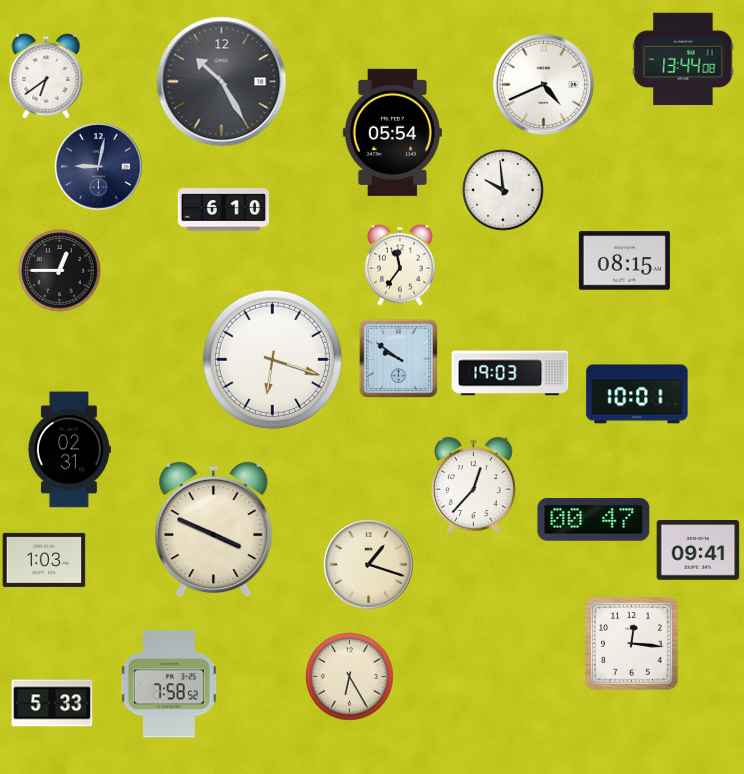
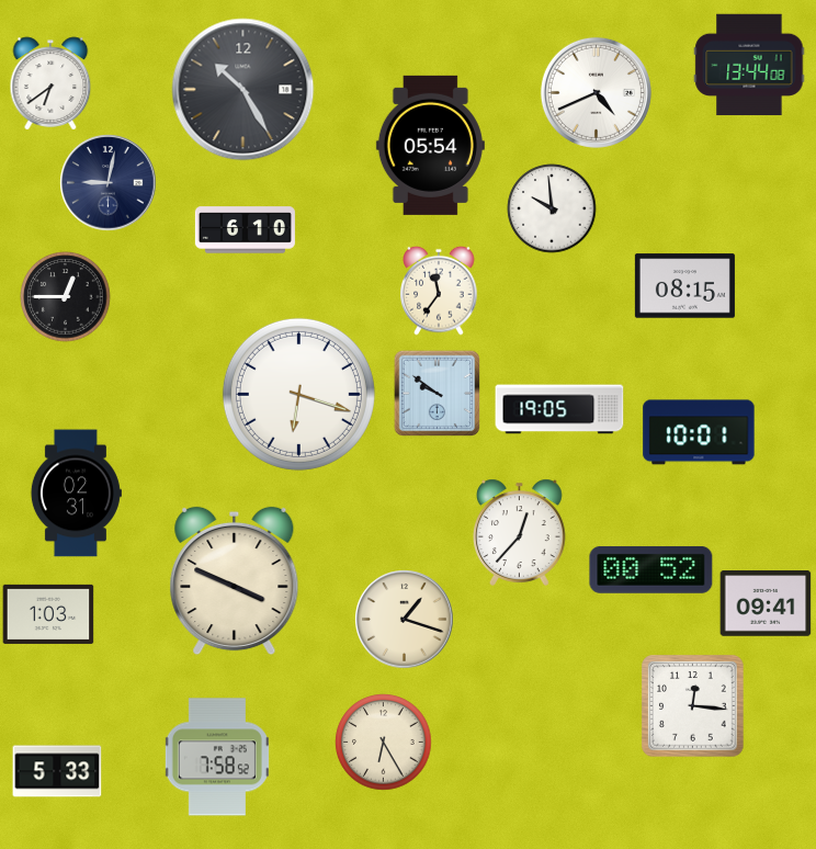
clock at (510, 373): 19:03 -> 19:05
clock at (594, 519): 00:47 -> 00:52
clock at (169, 684) position: (169, 684) -> (217, 757)
